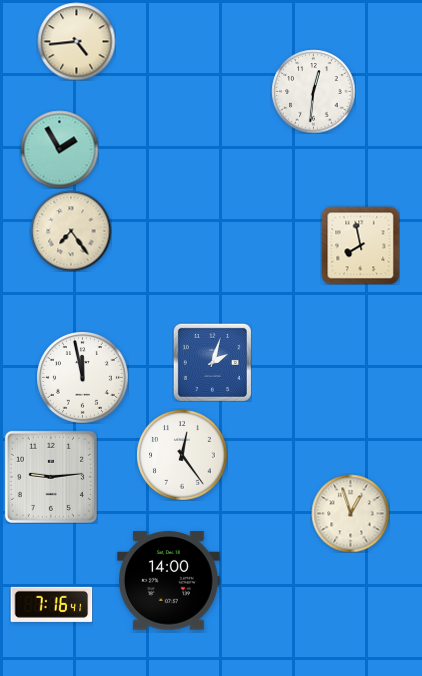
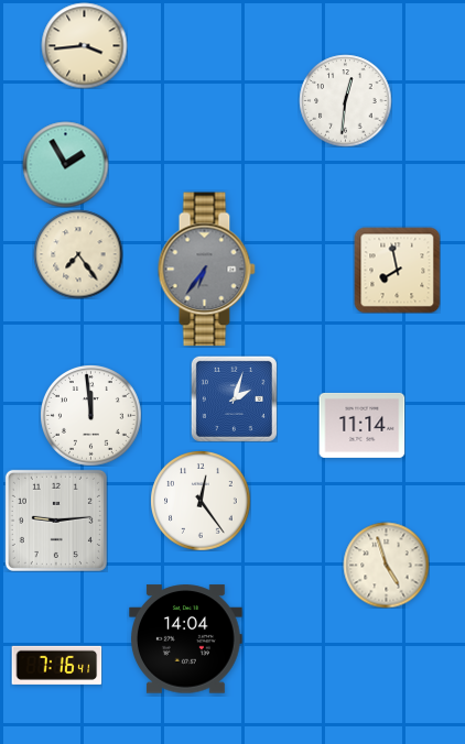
clock at (76, 41): 4:44 -> 3:44
clock at (206, 270): none -> 6:36
clock at (83, 378): 11:58 -> 11:59
clock at (361, 425): none -> 11:14
clock at (51, 477) position: (51, 477) -> (56, 521)
clock at (350, 513): 12:57 -> 4:57
clock at (169, 581): 14:00 -> 14:04
